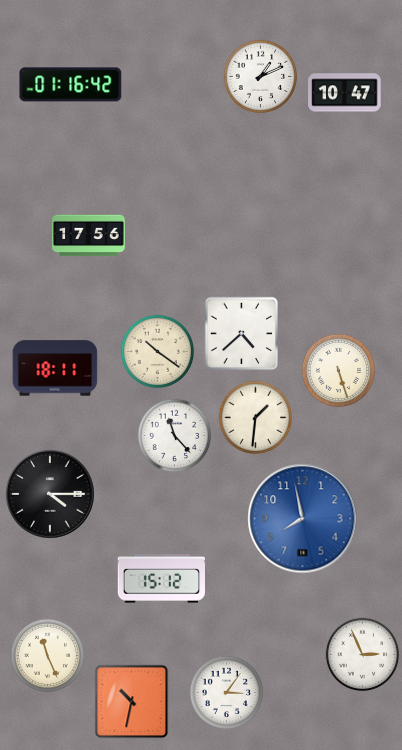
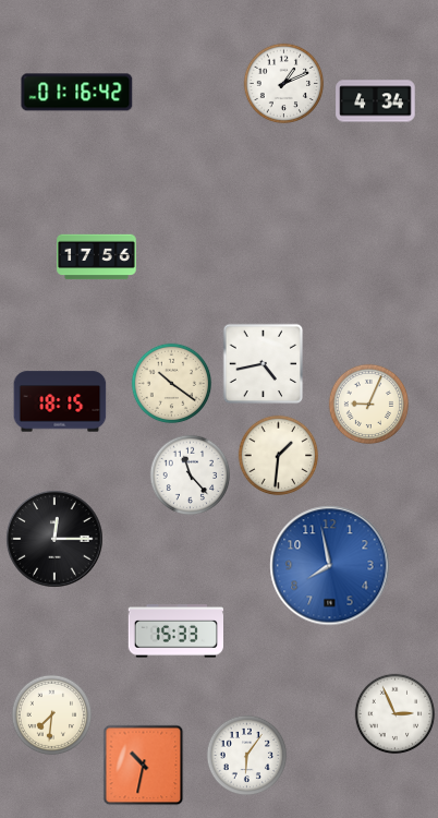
clock at (345, 93): 10:47 -> 4:34
clock at (242, 334): 4:38 -> 4:43
clock at (55, 368): 18:11 -> 18:15
clock at (339, 371): 5:27 -> 9:04
clock at (50, 494): 4:15 -> 12:15
clock at (162, 579): 15:12 -> 15:33
clock at (48, 656): 11:26 -> 7:31
clock at (227, 693): 3:06 -> 6:06
